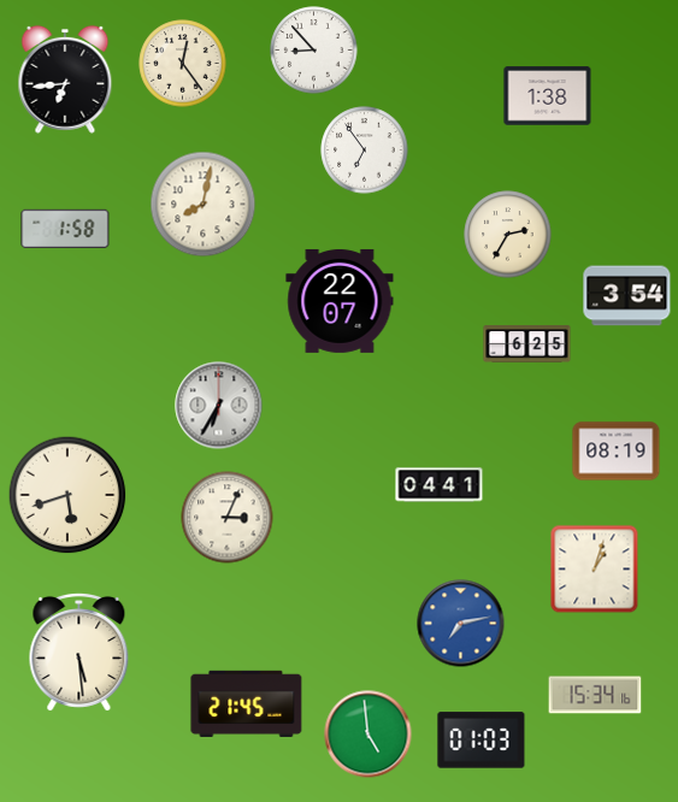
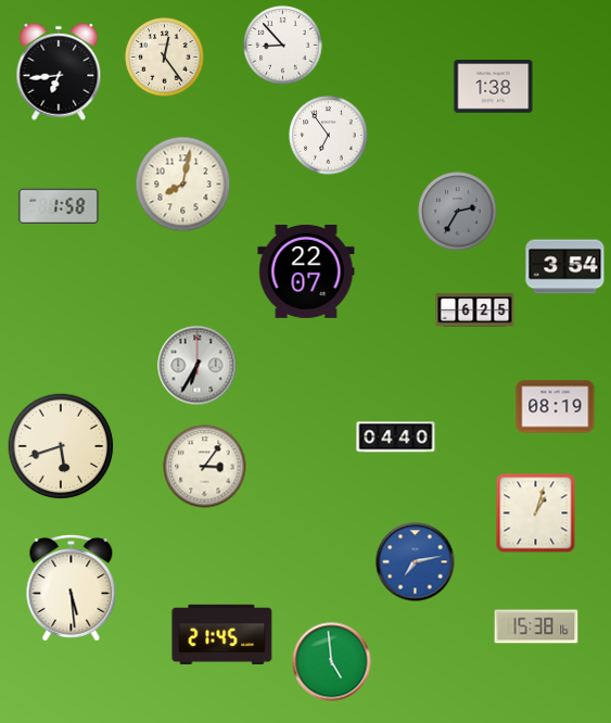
clock at (508, 235) dial: cream -> grey
clock at (440, 485): 04:41 -> 04:40
clock at (228, 518): 3:04 -> 3:06
clock at (595, 695): 15:34 -> 15:38
clock at (482, 741): 01:03 -> none
